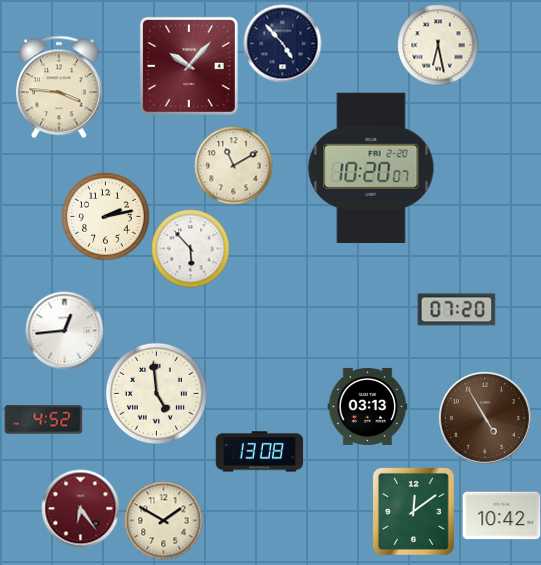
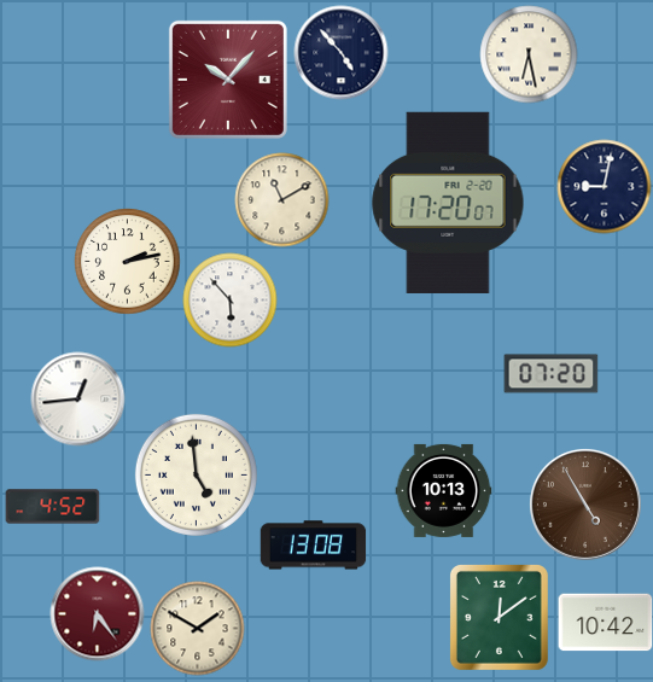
clock at (60, 87): 3:46 -> none
clock at (604, 186): none -> 9:02
clock at (371, 168): 10:20 -> 17:20
clock at (156, 393) position: (156, 393) -> (196, 474)
clock at (367, 406): 03:13 -> 10:13
